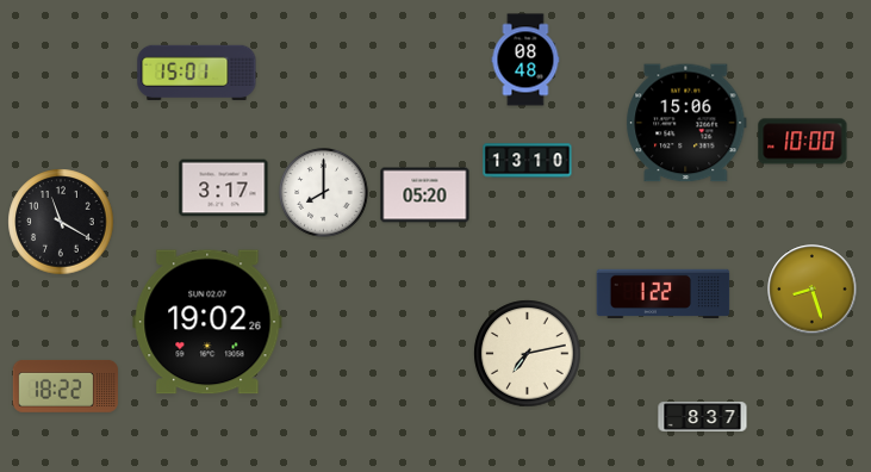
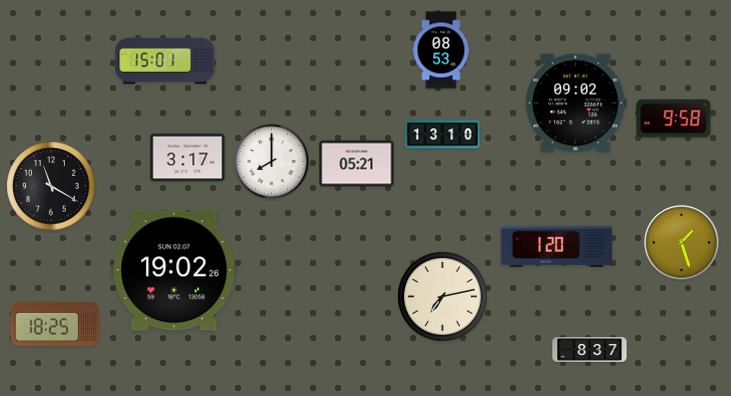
clock at (525, 60): 08:48 -> 08:53
clock at (686, 123): 15:06 -> 09:02
clock at (803, 142): 10:00 -> 9:58
clock at (425, 195): 05:20 -> 05:21
clock at (813, 290): 8:27 -> 1:27
clock at (664, 293): 1:22 -> 1:20
clock at (66, 386): 18:22 -> 18:25
